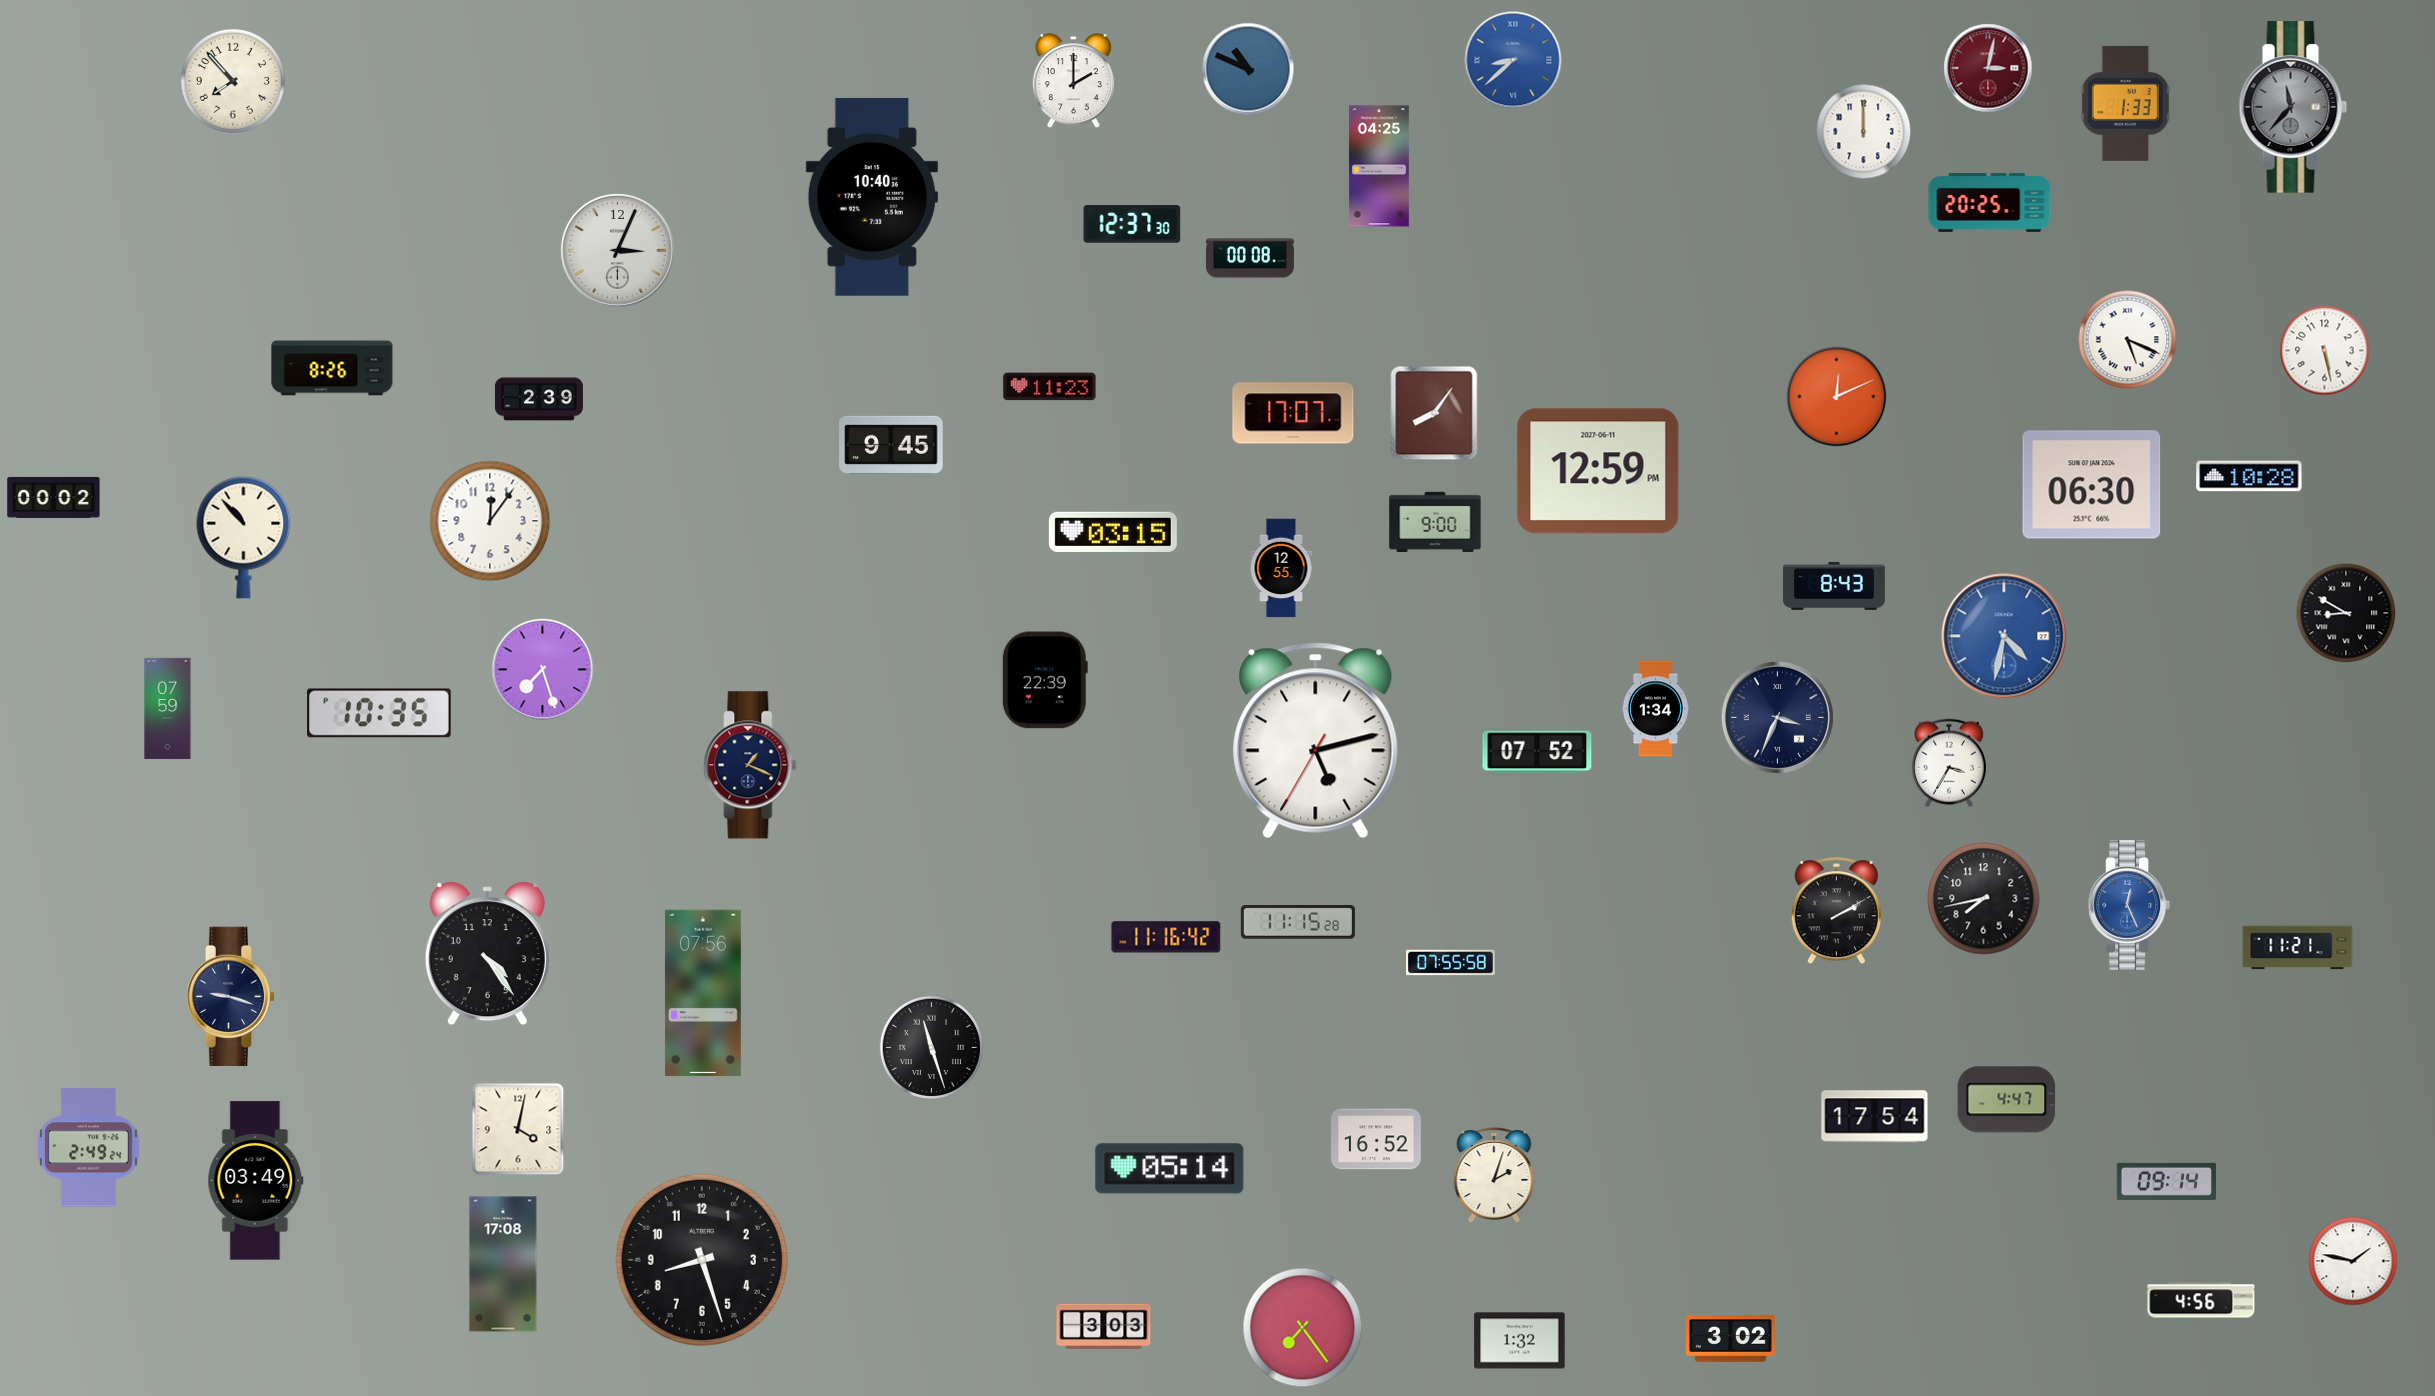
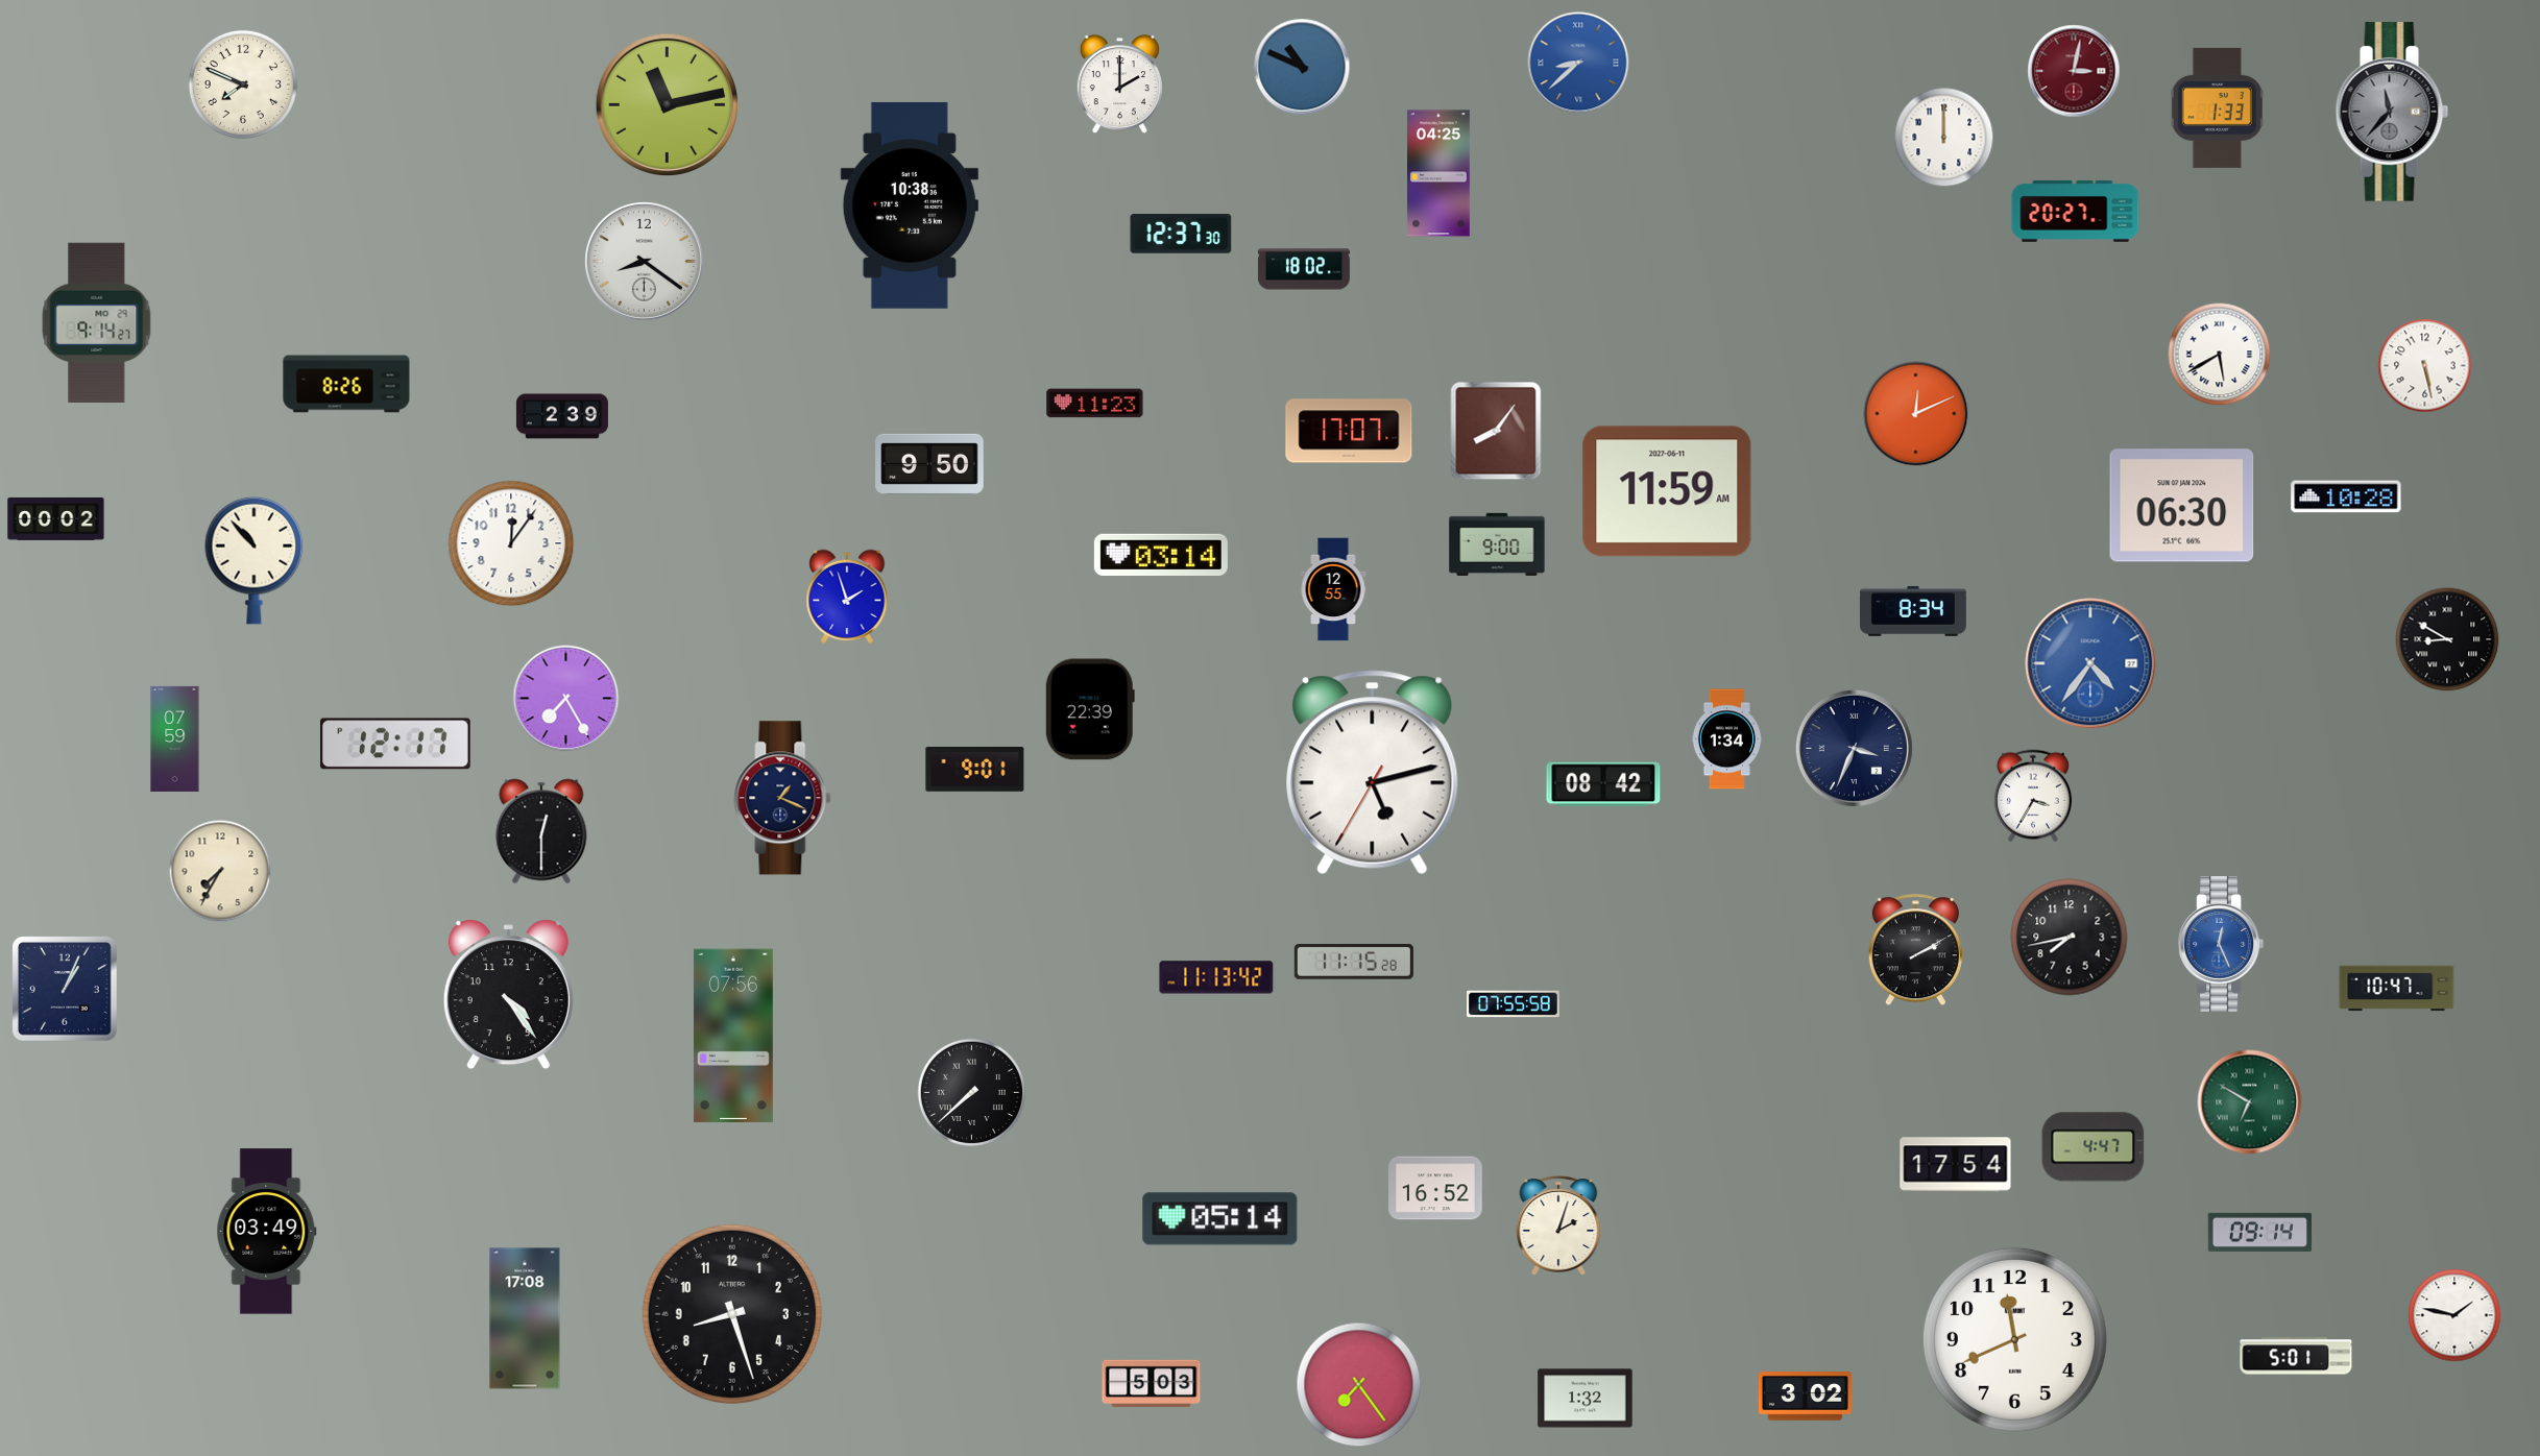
clock at (1248, 69) position: (1248, 69) -> (1302, 67)
clock at (233, 81): 7:53 -> 7:49
clock at (668, 105): none -> 11:13
clock at (872, 197): 10:40 -> 10:38
clock at (1990, 203): 20:25 -> 20:27
clock at (617, 250): 3:04 -> 8:21
clock at (1250, 258): 00:08 -> 18:02
clock at (97, 322): none -> 9:14
clock at (2128, 340): 5:19 -> 5:40
clock at (891, 445): 9:45 -> 9:50
clock at (1598, 471): 12:59 -> 11:59
clock at (1113, 531): 03:15 -> 03:14
clock at (1281, 568) position: (1281, 568) -> (1333, 589)
clock at (847, 597): none -> 1:57
clock at (1834, 586): 8:43 -> 8:34
clock at (2004, 636): 4:32 -> 4:36
clock at (543, 670): 7:27 -> 7:25
clock at (380, 713): 10:35 -> 12:17
clock at (975, 769): none -> 9:01
clock at (1537, 752): 07:52 -> 08:42
clock at (541, 831): none -> 12:30
clock at (220, 871): none -> 7:35
clock at (1166, 937): 11:16 -> 11:13
clock at (2298, 948): 11:21 -> 10:47
clock at (66, 990): none -> 1:04
clock at (231, 997): 9:18 -> none
clock at (931, 1047): 11:27 -> 7:38
clock at (2250, 1102): none -> 6:50
clock at (518, 1129): 4:02 -> none
clock at (89, 1148): 2:49 -> none
clock at (2014, 1339): none -> 11:41
clock at (2201, 1300): 4:56 -> 5:01
clock at (1104, 1327): 3:03 -> 5:03
